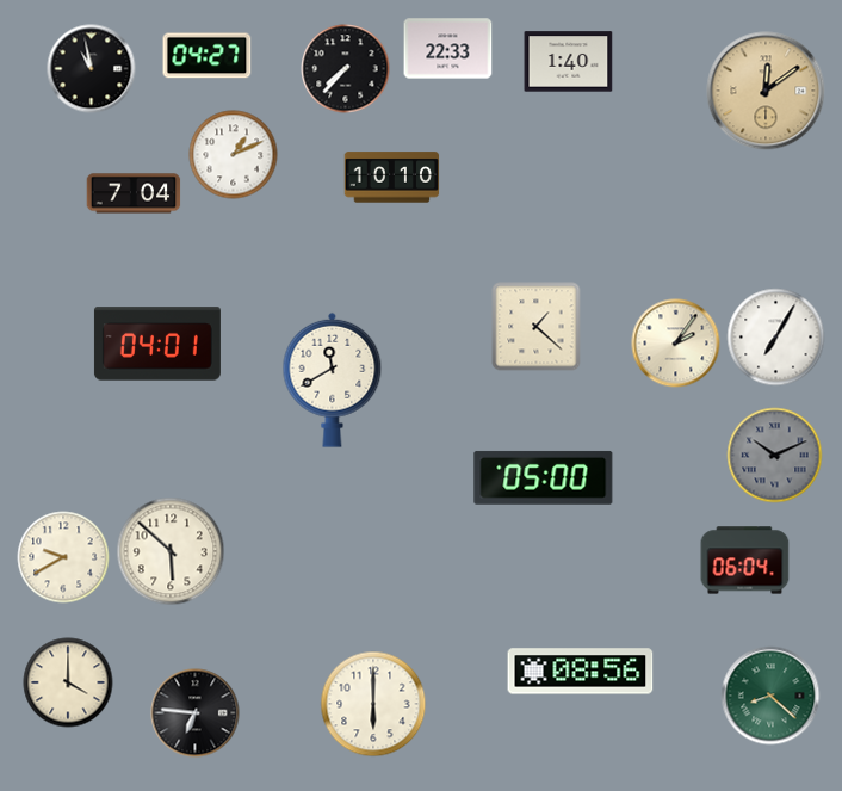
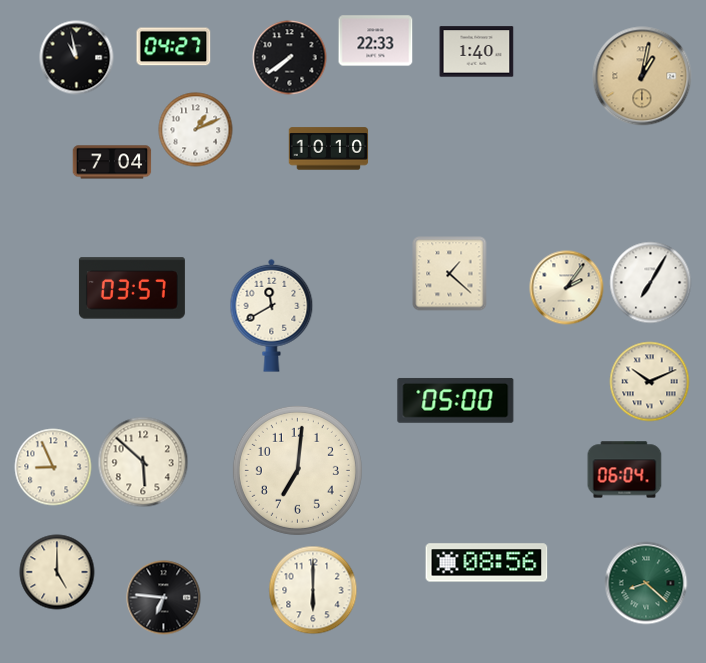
clock at (346, 69): 7:37 -> 7:39
clock at (766, 91): 12:09 -> 1:02
clock at (157, 344): 04:01 -> 03:57
clock at (333, 379) position: (333, 379) -> (272, 315)
clock at (775, 456) dial: grey -> cream
clock at (63, 557): 9:40 -> 8:56
clock at (297, 470): none -> 7:01
clock at (68, 682): 4:00 -> 5:00
